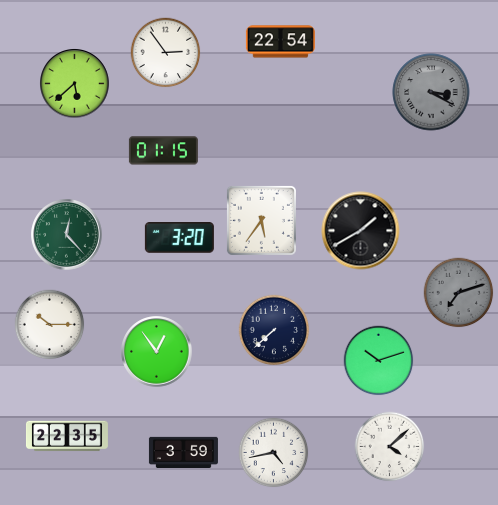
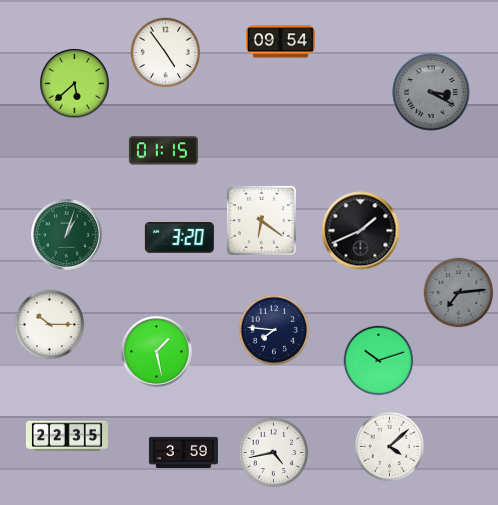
clock at (280, 42): 22:54 -> 09:54
clock at (166, 53): 2:54 -> 4:54
clock at (261, 220): 5:36 -> 6:21
clock at (361, 231): 1:40 -> 1:41
clock at (67, 235): 12:23 -> 1:03
clock at (459, 293): 7:12 -> 7:14
clock at (274, 330): 7:38 -> 7:46
clock at (157, 352): 12:54 -> 1:28
